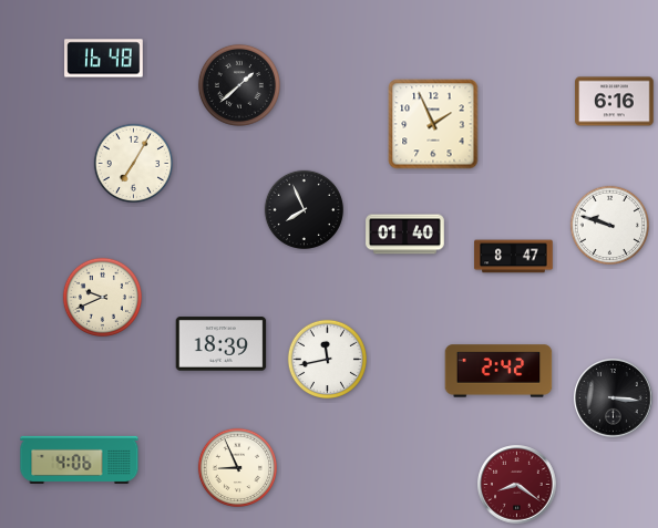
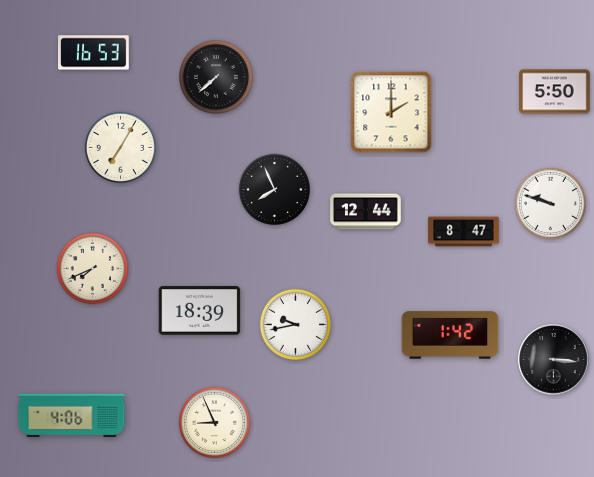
clock at (104, 59): 16:48 -> 16:53
clock at (239, 85): 1:38 -> 7:38
clock at (615, 102): 6:16 -> 5:50
clock at (433, 124): 1:56 -> 2:00
clock at (405, 235): 01:40 -> 12:44
clock at (102, 297): 9:41 -> 7:41
clock at (327, 359): 11:43 -> 9:43
clock at (498, 371): 2:42 -> 1:42
clock at (517, 485): 8:21 -> none
